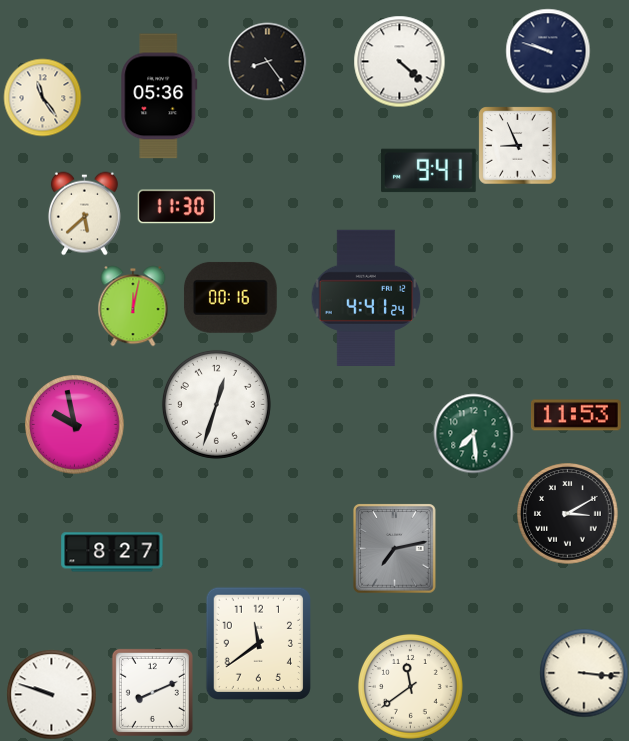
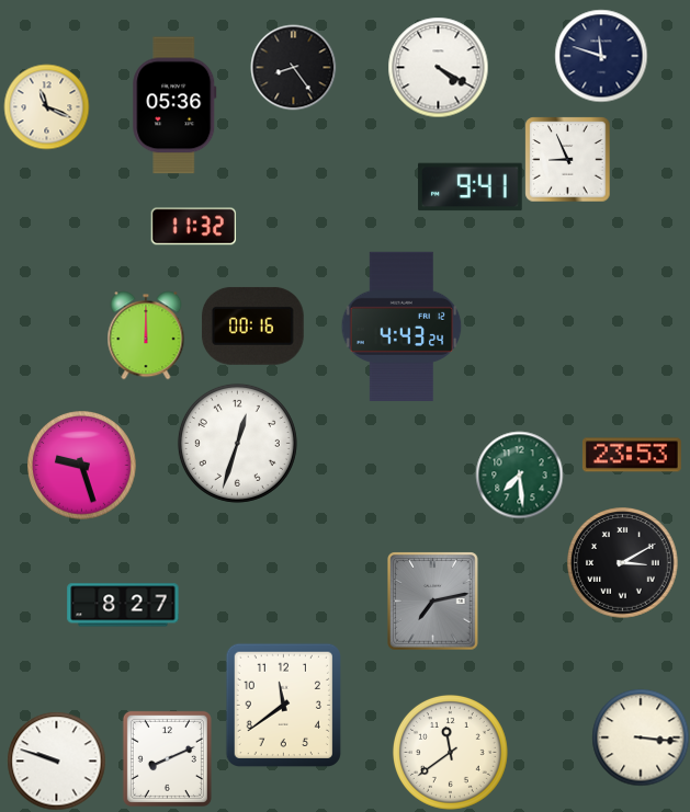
clock at (548, 51): 9:48 -> 11:48
clock at (399, 61): 4:22 -> 4:20
clock at (42, 97): 11:24 -> 11:19
clock at (176, 207): 11:30 -> 11:32
clock at (84, 213): 5:38 -> none
clock at (366, 297): 4:41 -> 4:43
clock at (133, 306): 12:02 -> 12:00
clock at (576, 415): 11:53 -> 23:53
clock at (75, 425): 9:58 -> 9:27
